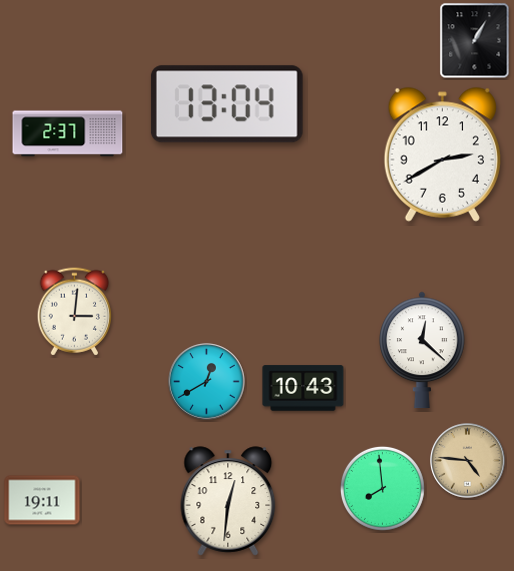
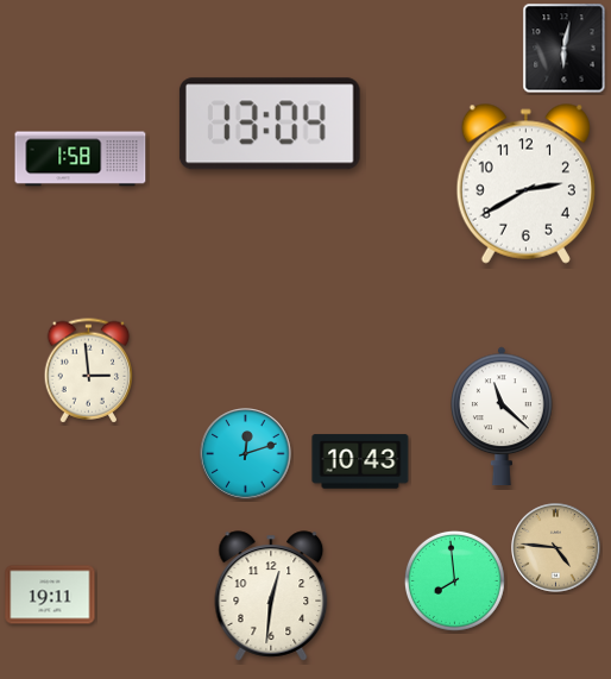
clock at (475, 41): 1:05 -> 6:02
clock at (68, 134): 2:37 -> 1:58
clock at (75, 312): 3:01 -> 2:59
clock at (423, 350): 12:22 -> 11:22
clock at (207, 382): 12:40 -> 12:12
